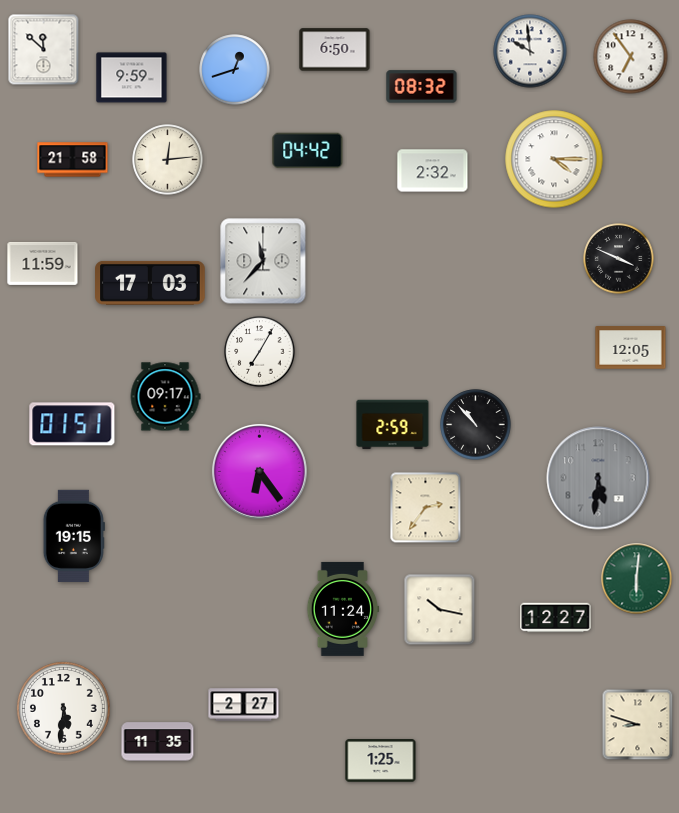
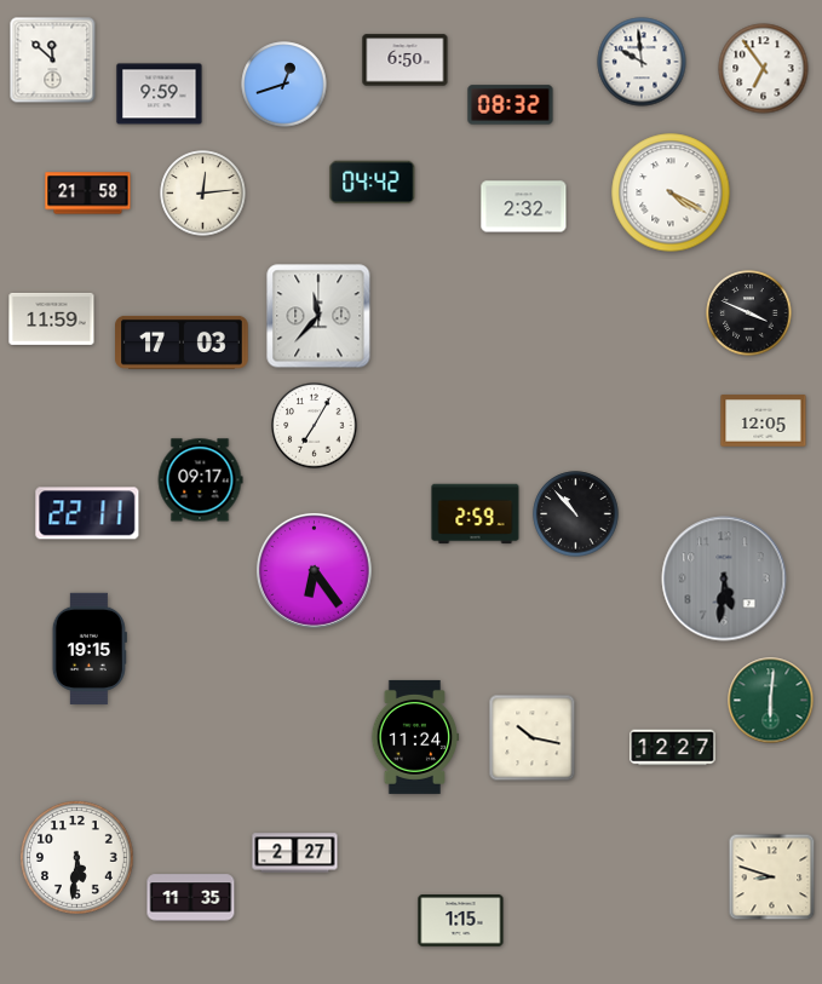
clock at (554, 159): 4:15 -> 4:20
clock at (72, 424): 01:51 -> 22:11
clock at (426, 508): 2:36 -> none
clock at (381, 761): 1:25 -> 1:15
